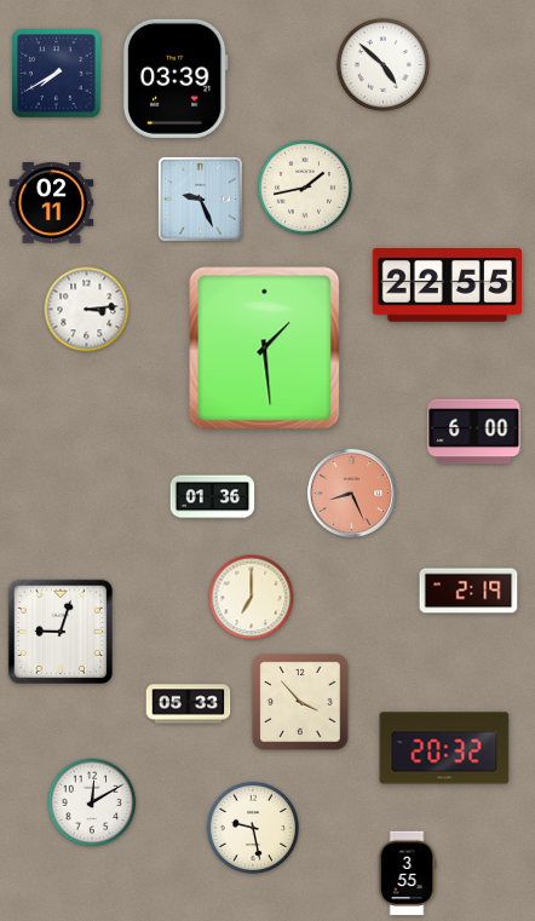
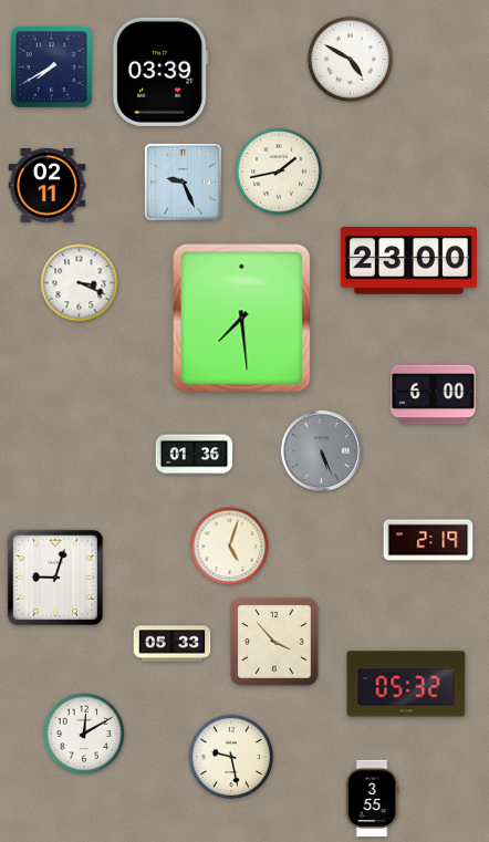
clock at (382, 64): 4:52 -> 4:50
clock at (447, 286): 22:55 -> 23:00
clock at (87, 310): 3:14 -> 3:19
clock at (265, 349): 1:29 -> 7:29
clock at (351, 493): 8:26 -> 5:26
clock at (351, 493) dial: salmon -> grey
clock at (252, 598): 7:00 -> 5:03
clock at (444, 748): 20:32 -> 05:32
